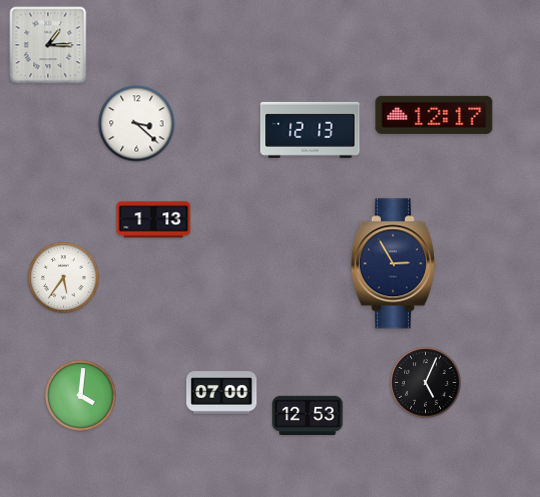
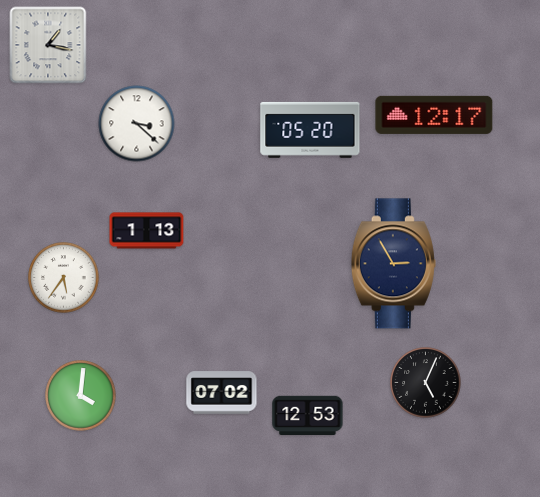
clock at (48, 45): 1:15 -> 1:17
clock at (310, 130): 12:13 -> 05:20
clock at (154, 220) position: (154, 220) -> (147, 231)
clock at (222, 393): 07:00 -> 07:02
